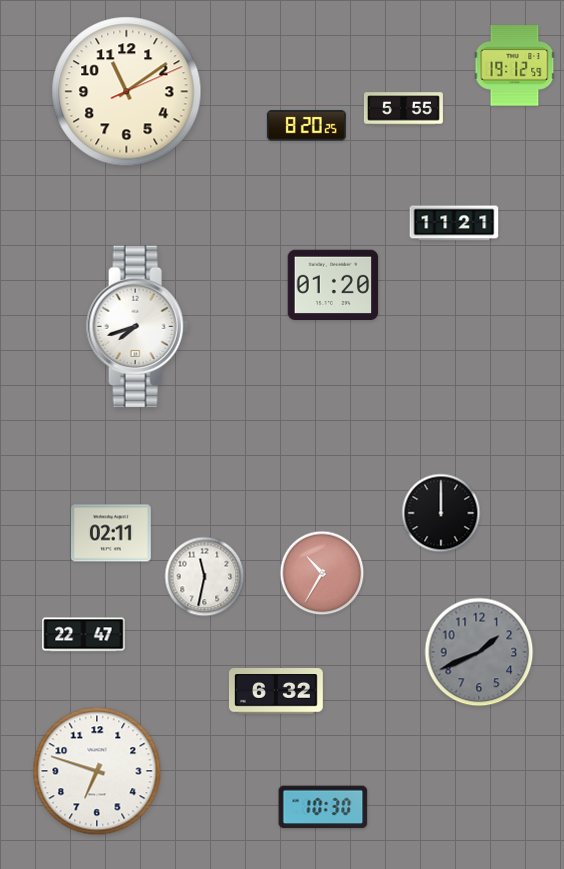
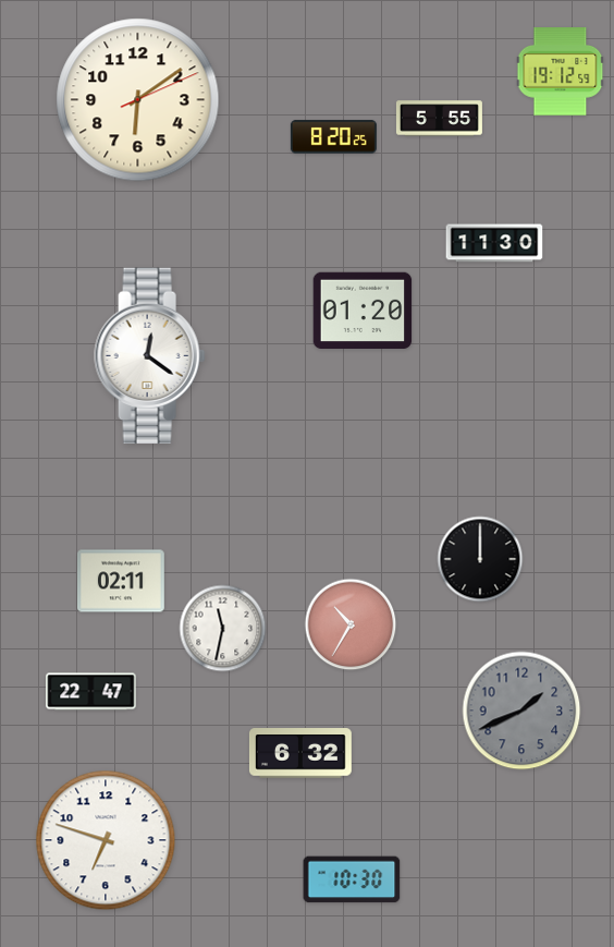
clock at (127, 92): 11:09 -> 6:09
clock at (454, 223): 11:21 -> 11:30
clock at (138, 327): 7:42 -> 12:21
